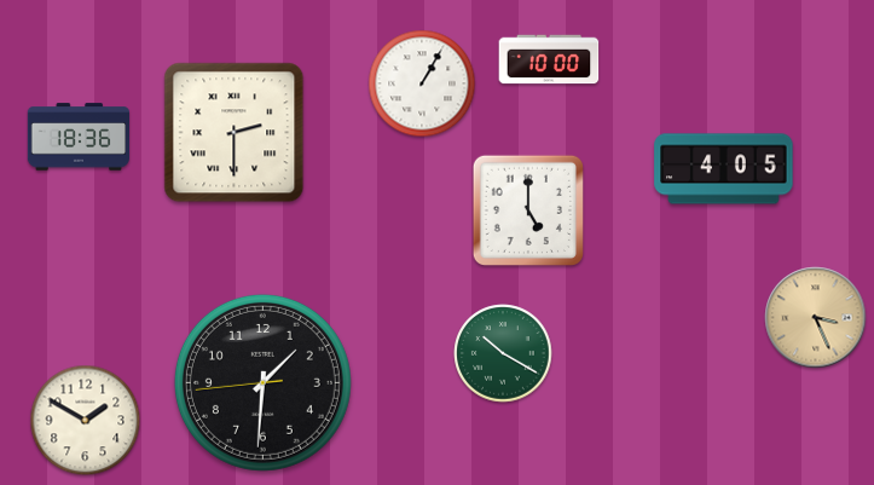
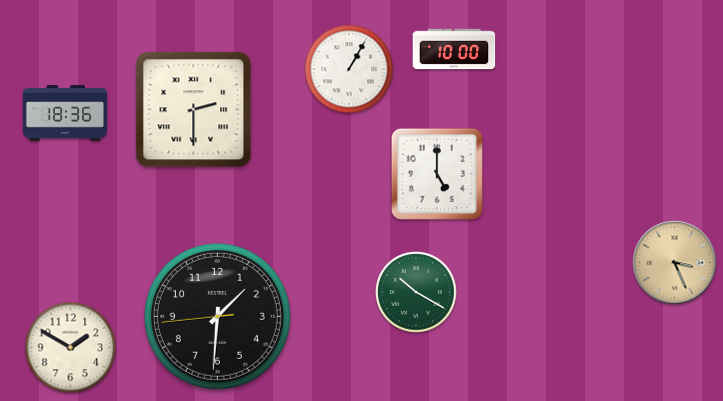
clock at (724, 169): 4:05 -> none
